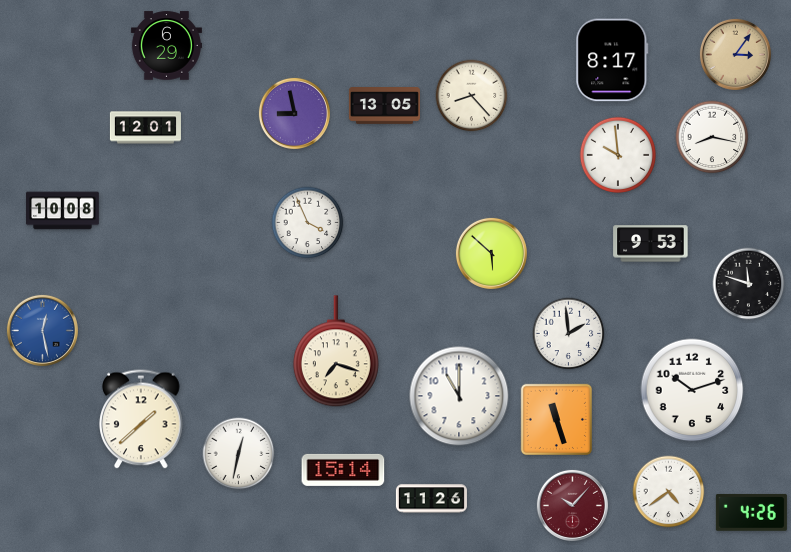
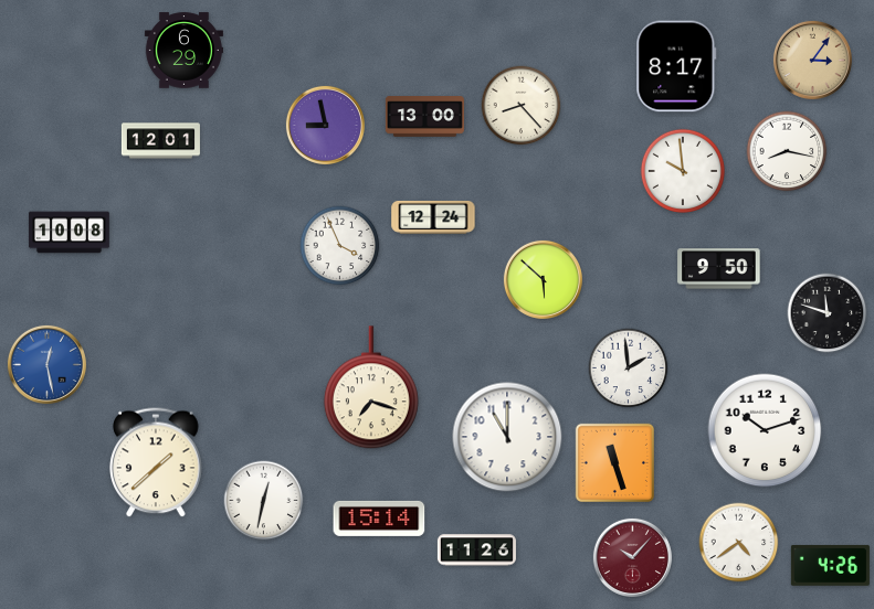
clock at (384, 106): 13:05 -> 13:00
clock at (433, 217): none -> 12:24
clock at (651, 244): 9:53 -> 9:50
